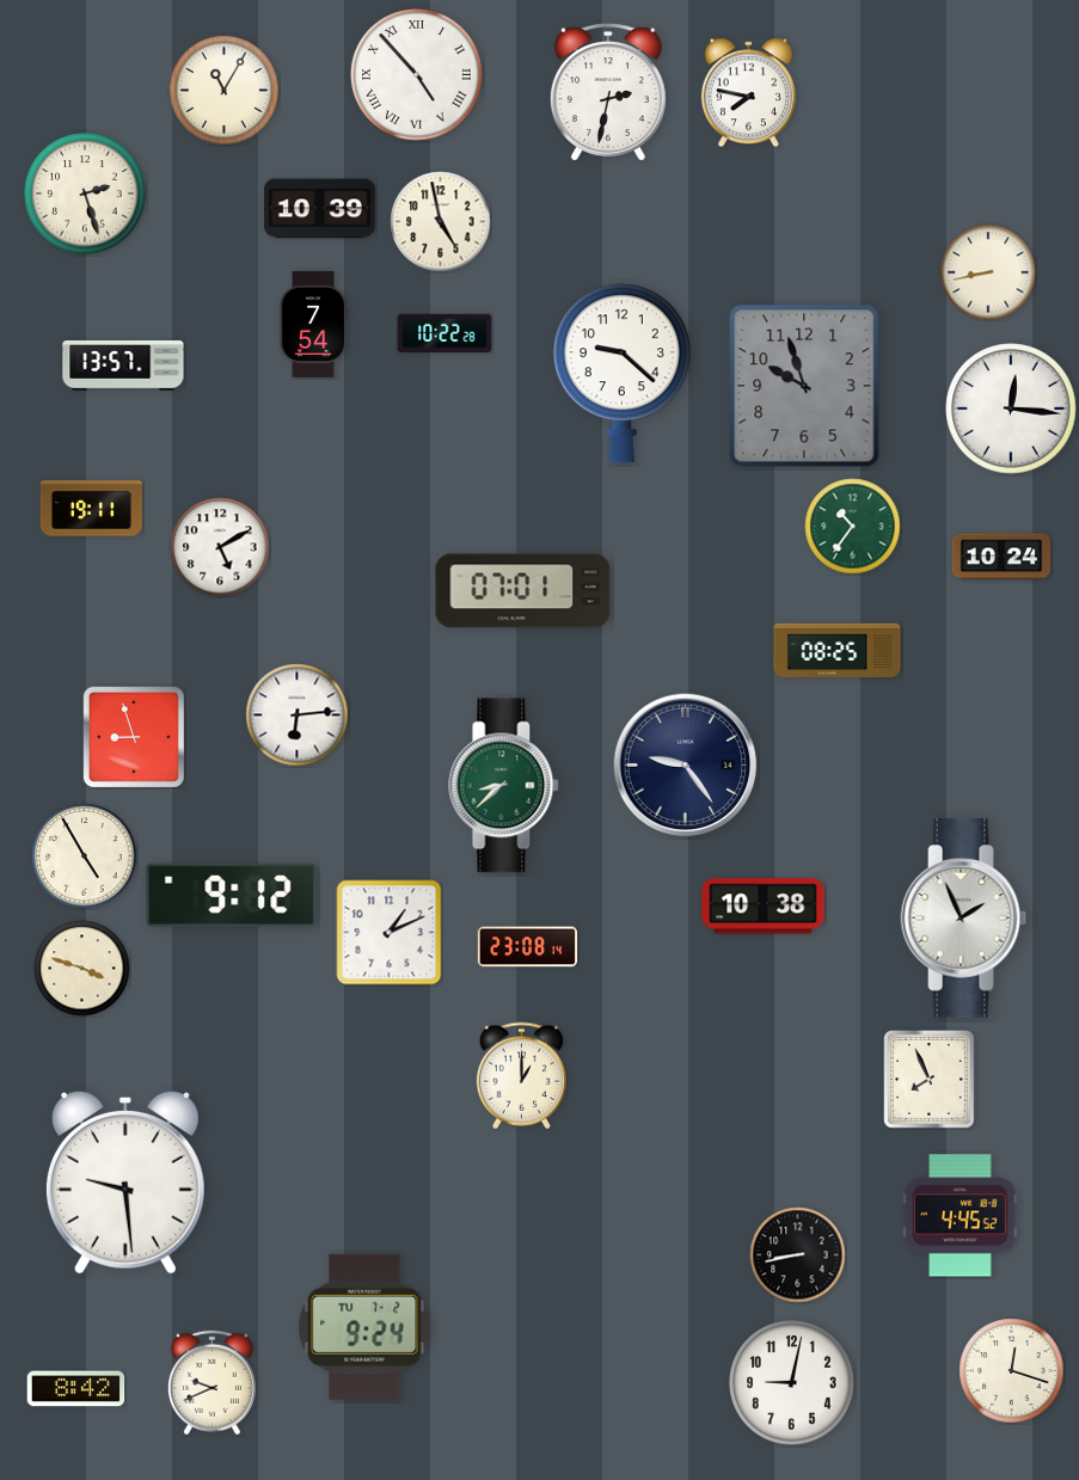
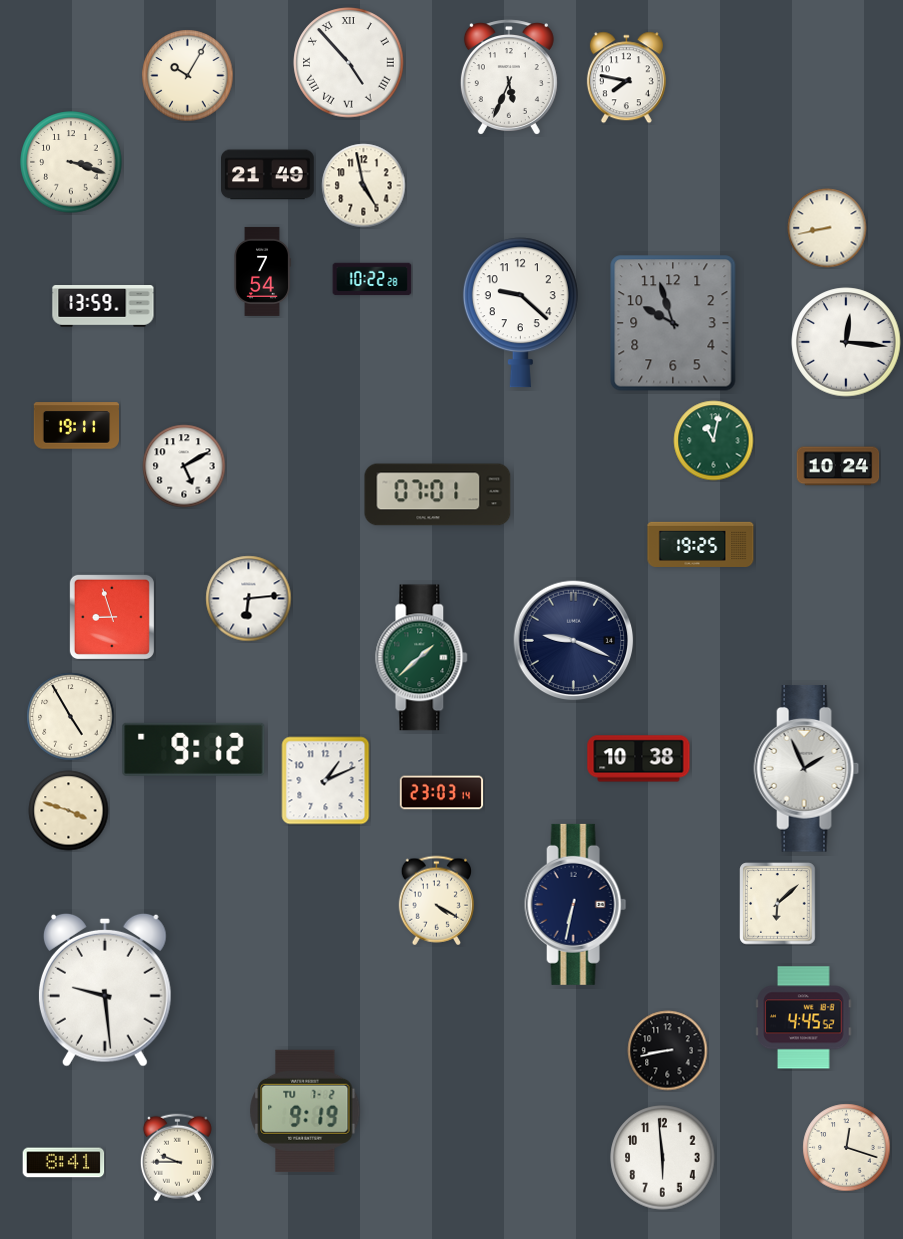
clock at (225, 91): 11:05 -> 10:05
clock at (608, 92): 2:32 -> 5:34
clock at (85, 194): 2:27 -> 3:18
clock at (320, 209): 10:39 -> 21:49
clock at (441, 222) position: (441, 222) -> (364, 186)
clock at (123, 367): 13:57 -> 13:59
clock at (853, 527): 10:36 -> 11:02
clock at (220, 547) position: (220, 547) -> (184, 466)
clock at (838, 650): 08:25 -> 19:25
clock at (686, 766): 9:24 -> 9:19
clock at (504, 786): 8:38 -> 1:38
clock at (528, 947): 23:08 -> 23:03
clock at (521, 1076): 1:00 -> 4:20
clock at (576, 904): none -> 6:32
clock at (930, 1080): 7:56 -> 6:08
clock at (364, 1327): 9:24 -> 9:19
clock at (211, 1383): 9:41 -> 9:45
clock at (792, 1383): 9:02 -> 5:59
clock at (76, 1389): 8:42 -> 8:41
